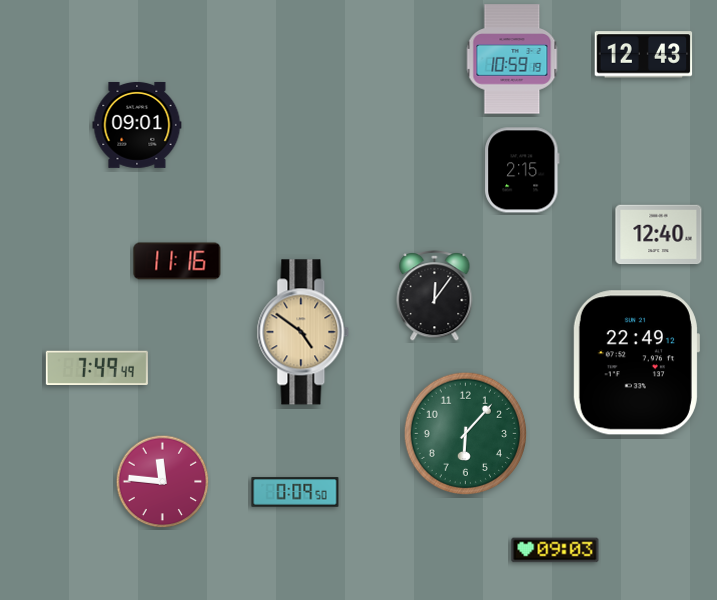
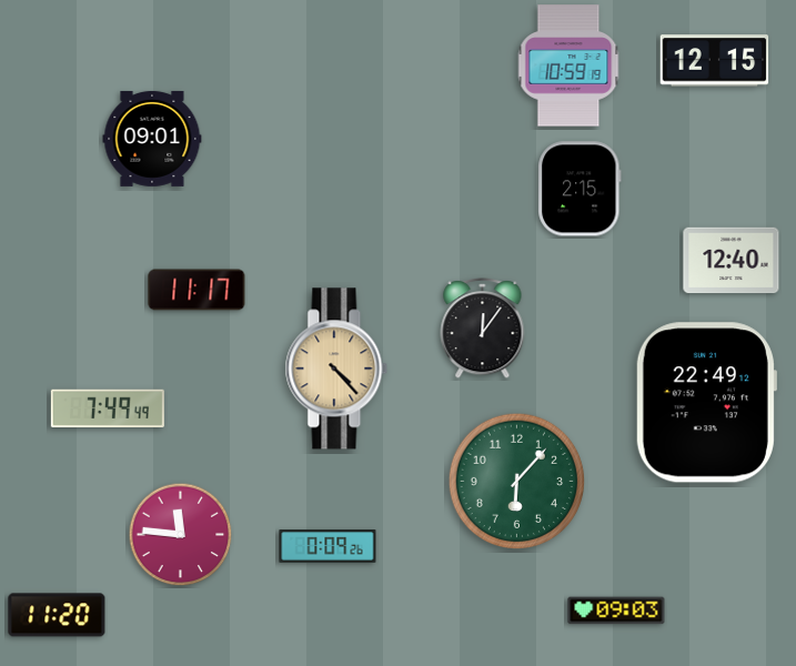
clock at (644, 55): 12:43 -> 12:15
clock at (177, 261): 11:16 -> 11:17
clock at (303, 332): 4:51 -> 4:23
clock at (295, 492): 0:09:50 -> 0:09:26
clock at (57, 615): none -> 11:20
